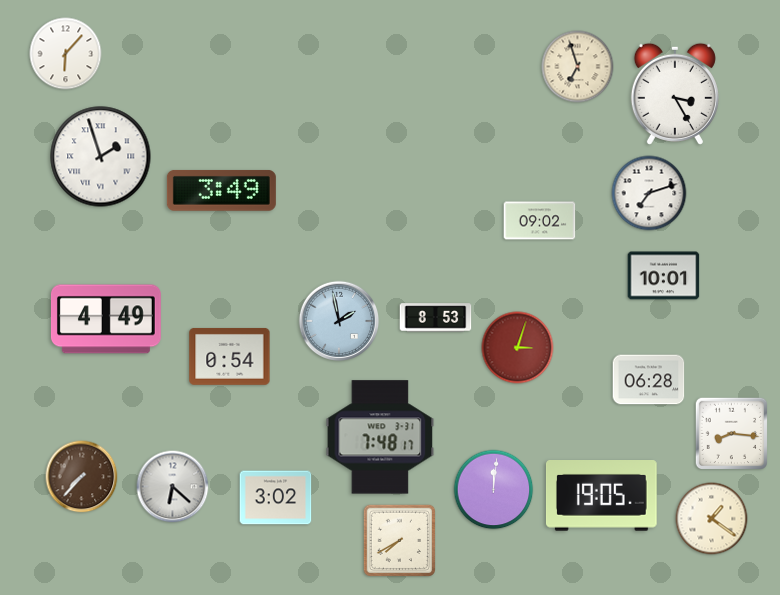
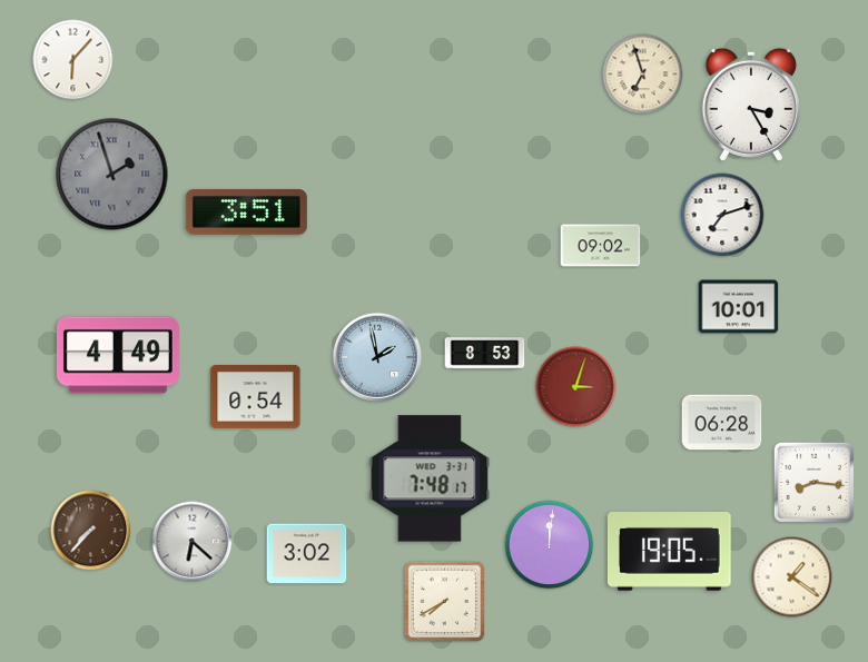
clock at (101, 157) dial: white -> grey
clock at (221, 190): 3:49 -> 3:51
clock at (380, 437) position: (380, 437) -> (430, 478)
